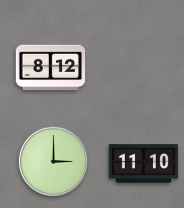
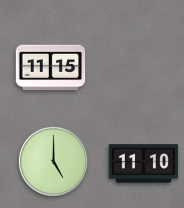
clock at (51, 68): 8:12 -> 11:15
clock at (53, 161): 3:00 -> 5:00
